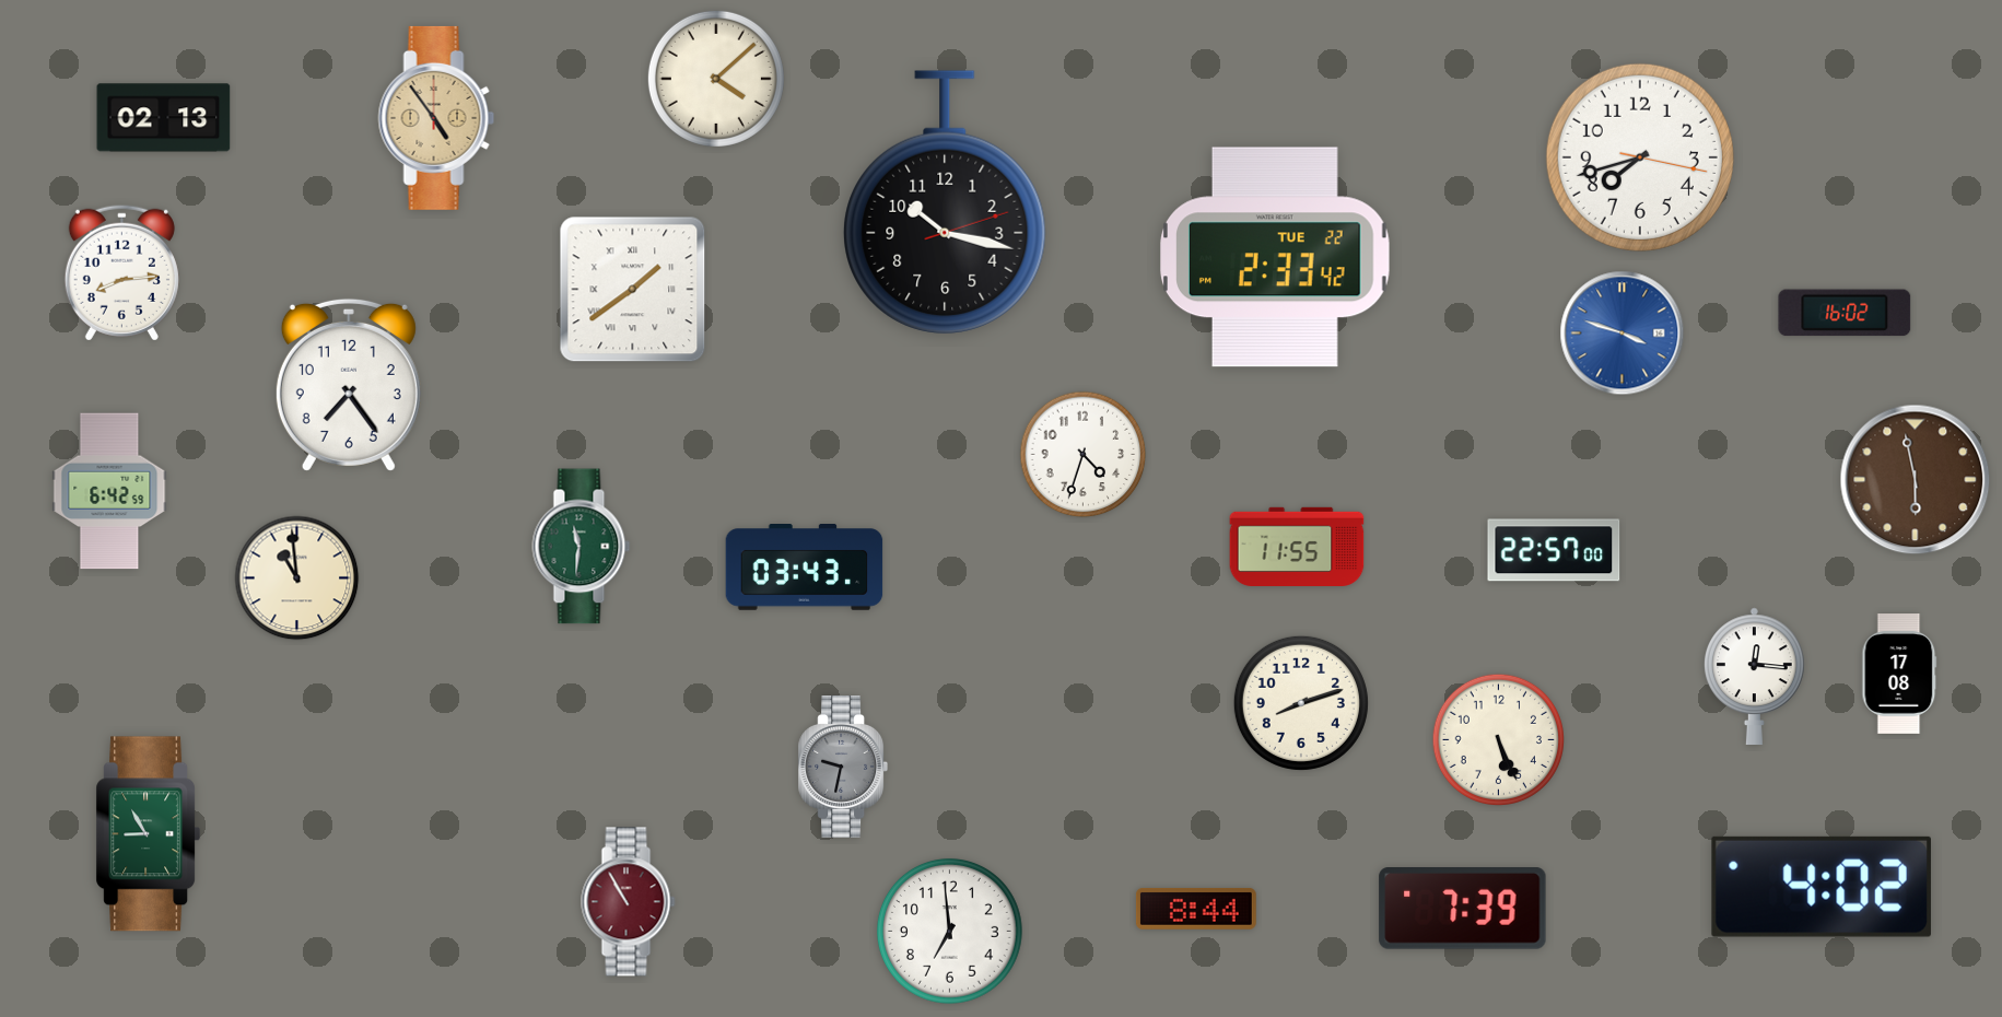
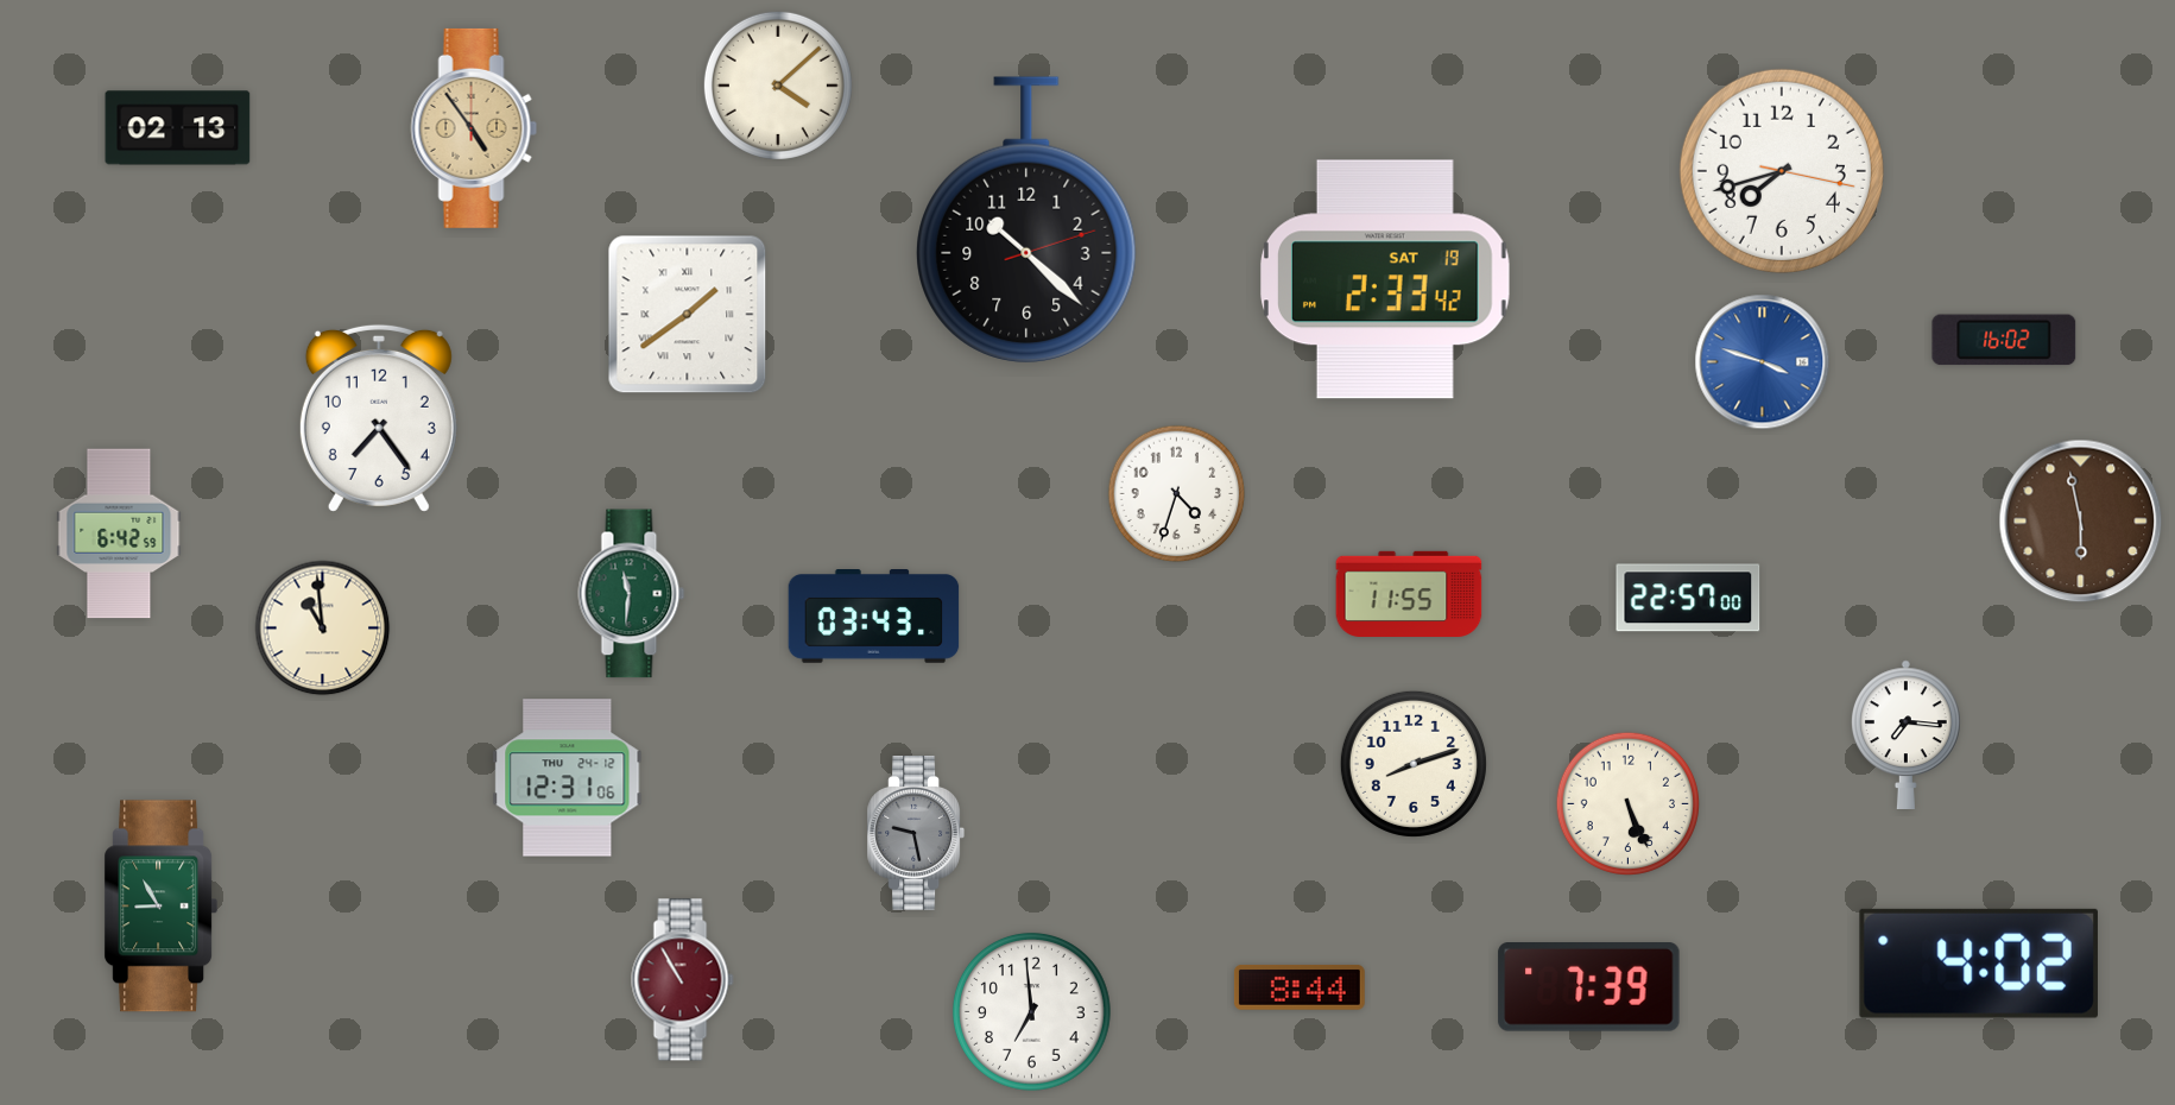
clock at (945, 202): 10:17 -> 10:22
clock at (1275, 257) date: TUE 22 -> SAT 19
clock at (121, 272): 8:14 -> none
clock at (1899, 675): 17:08 -> none
clock at (1754, 676): 12:16 -> 7:16
clock at (568, 778): none -> 12:31
clock at (843, 768): 9:32 -> 9:28
